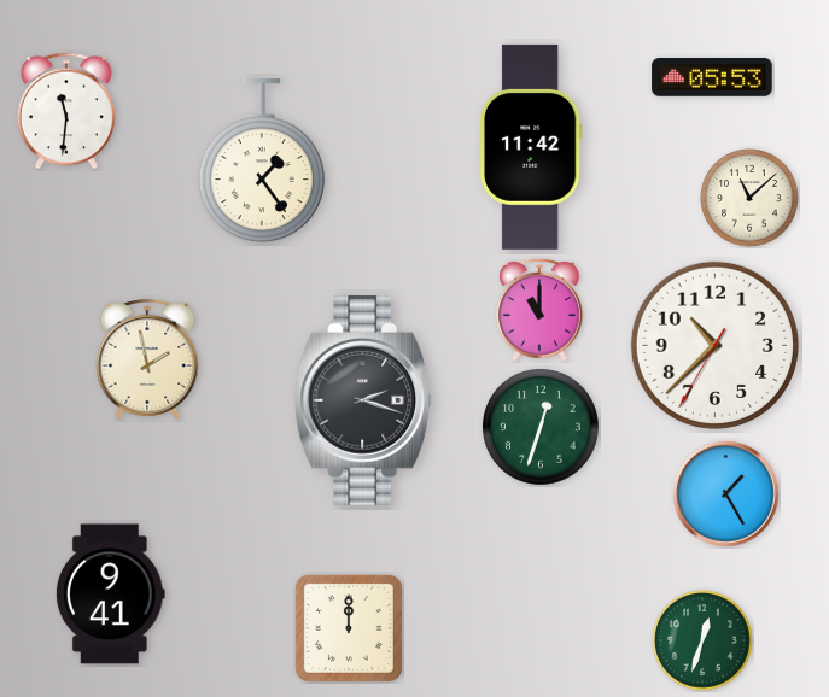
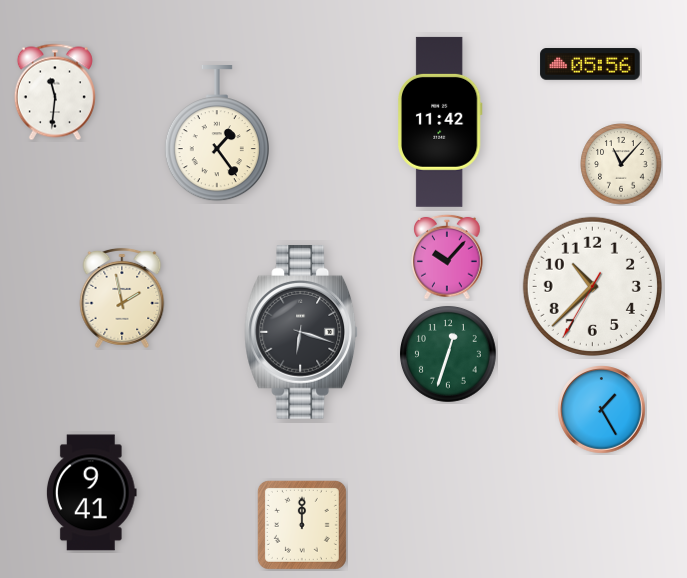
clock at (712, 77): 05:53 -> 05:56
clock at (749, 198): 11:08 -> 11:07
clock at (539, 310): 11:00 -> 10:07
clock at (364, 402): 2:18 -> 6:18
clock at (349, 628) position: (349, 628) -> (302, 525)
clock at (702, 640): 12:33 -> none
